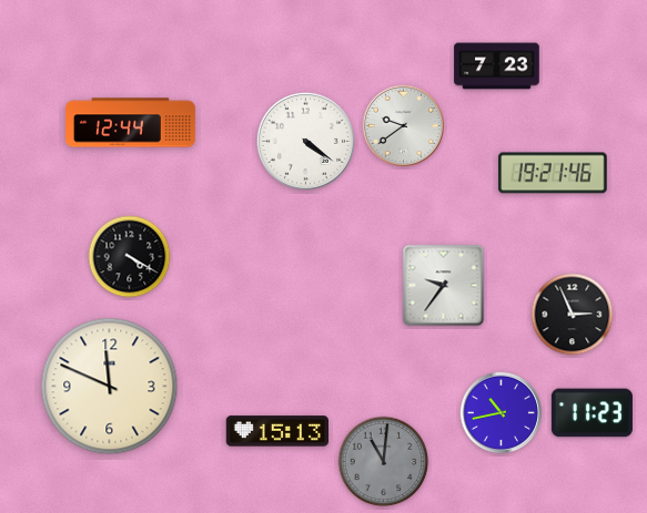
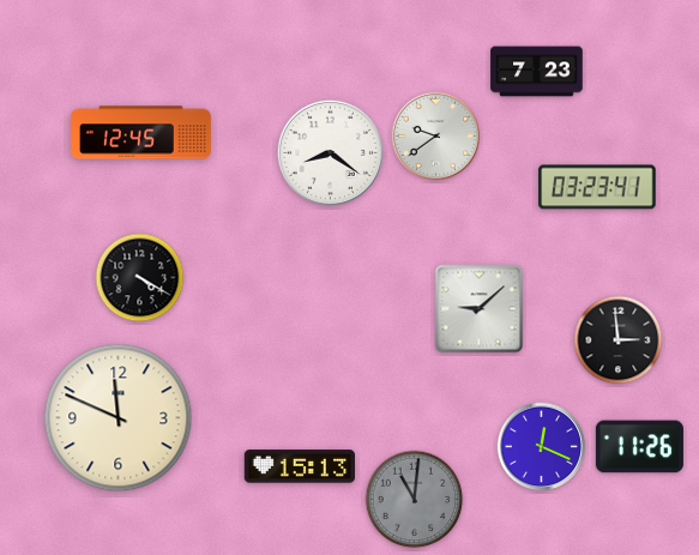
clock at (131, 123): 12:44 -> 12:45
clock at (305, 141): 4:21 -> 8:21
clock at (553, 173): 19:21 -> 03:23
clock at (444, 286): 9:36 -> 9:08
clock at (573, 315): 2:56 -> 2:59
clock at (502, 413): 10:43 -> 12:19
clock at (592, 413): 11:23 -> 11:26
